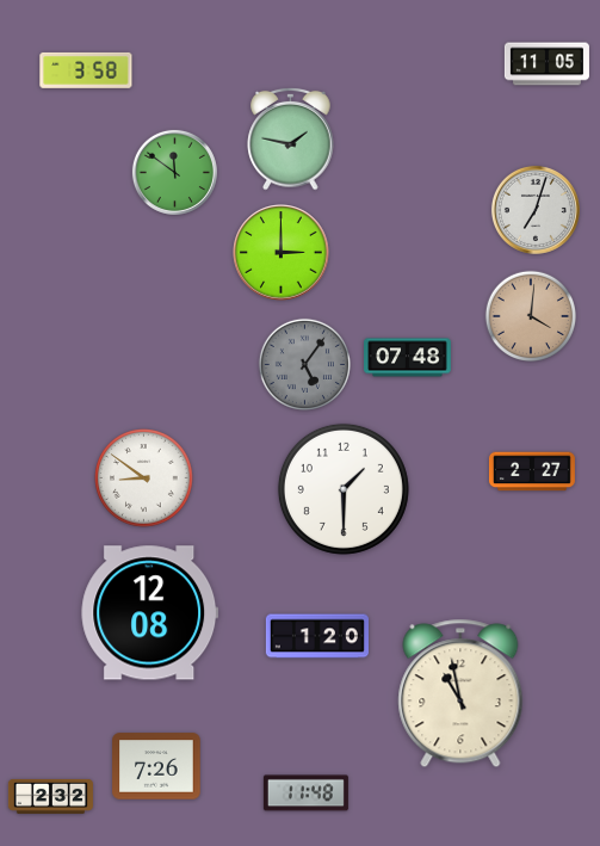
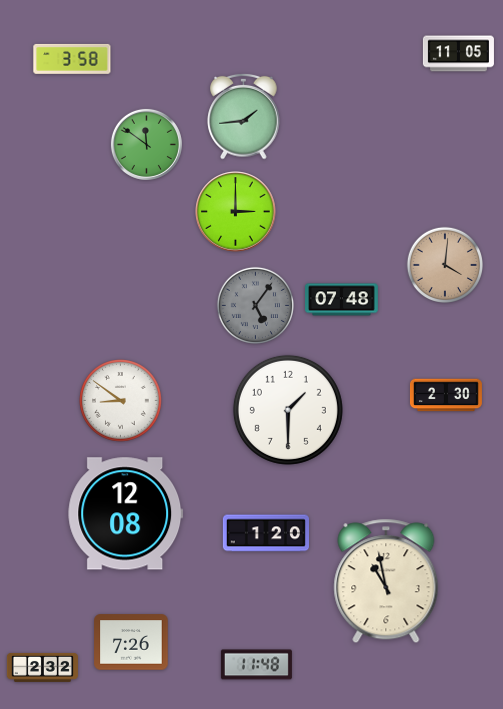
clock at (291, 138): 1:47 -> 1:44
clock at (536, 210): 7:03 -> none
clock at (532, 471): 2:27 -> 2:30
